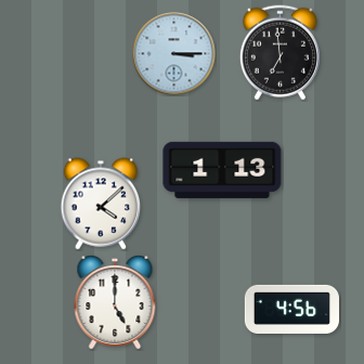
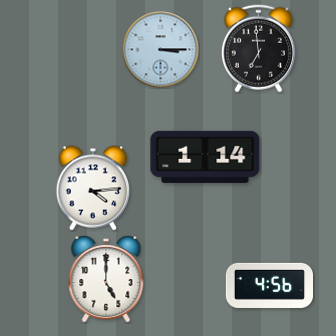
clock at (222, 170): 1:13 -> 1:14
clock at (101, 204): 4:08 -> 4:14
